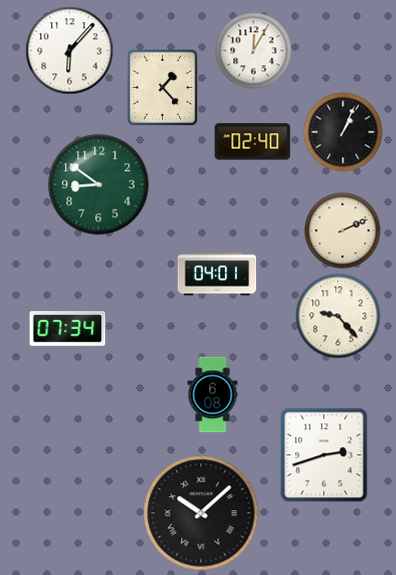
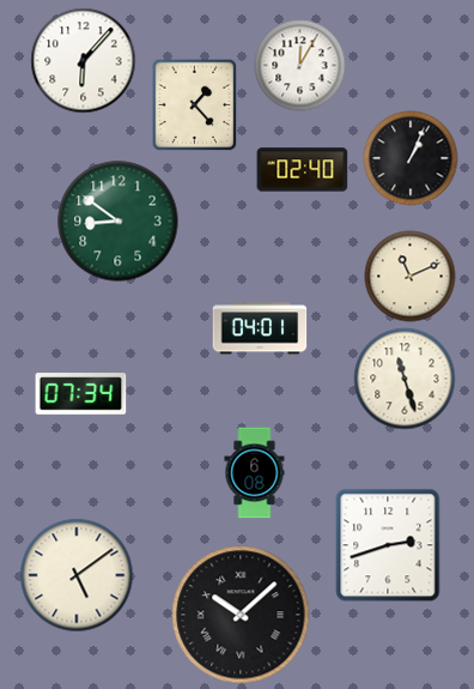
clock at (254, 51) position: (254, 51) -> (300, 66)
clock at (343, 231): 2:11 -> 11:11
clock at (338, 316): 9:23 -> 11:27
clock at (77, 575): none -> 5:09
